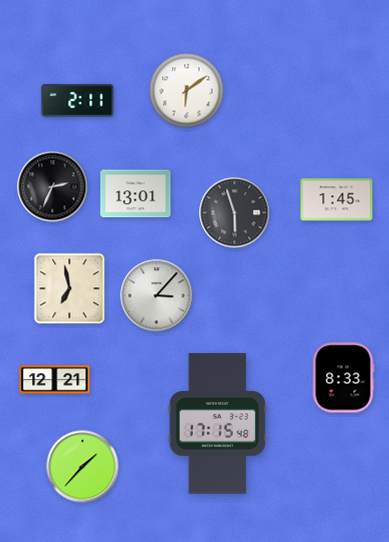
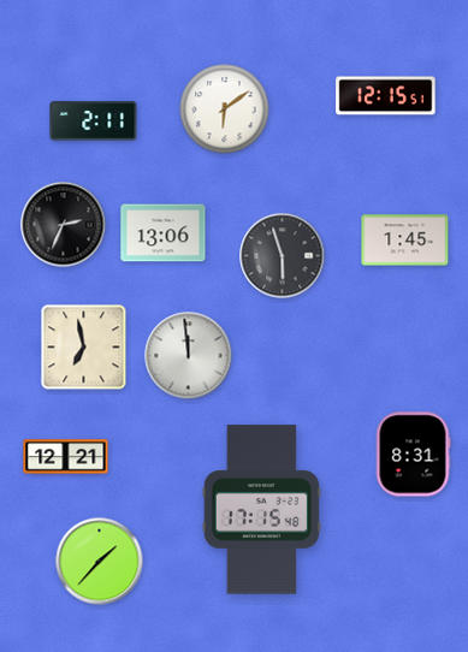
clock at (386, 96): none -> 12:15
clock at (136, 194): 13:01 -> 13:06
clock at (157, 296): 3:07 -> 11:59
clock at (343, 378): 8:33 -> 8:31
